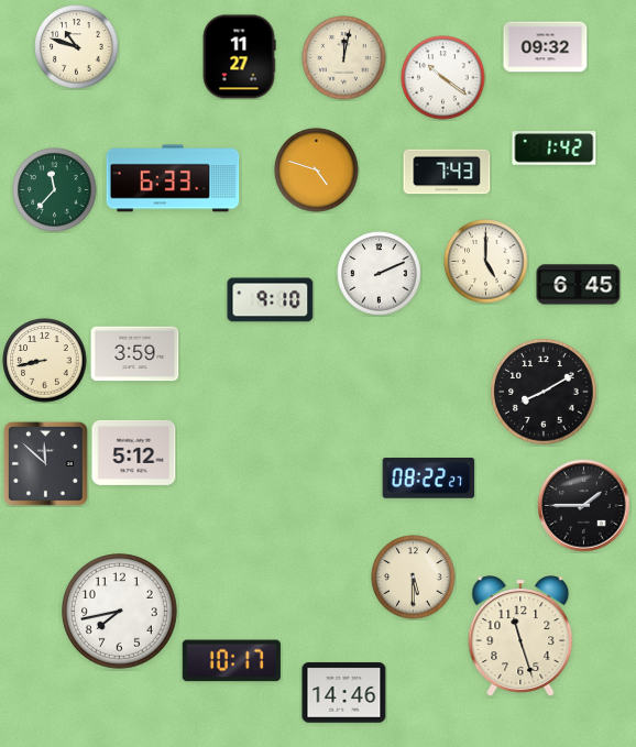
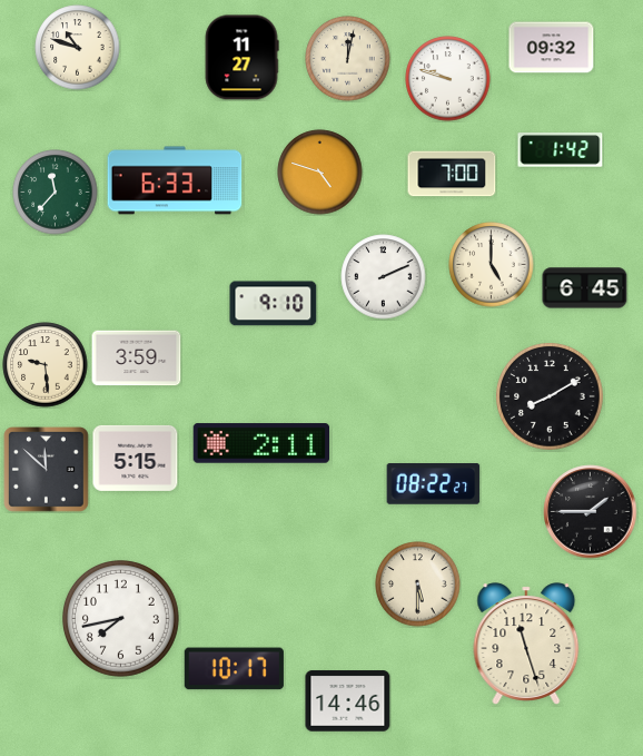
clock at (443, 78): 10:21 -> 9:48
clock at (447, 172): 7:43 -> 7:00
clock at (45, 361): 8:43 -> 9:29
clock at (261, 443): none -> 2:11
clock at (134, 452): 5:12 -> 5:15
